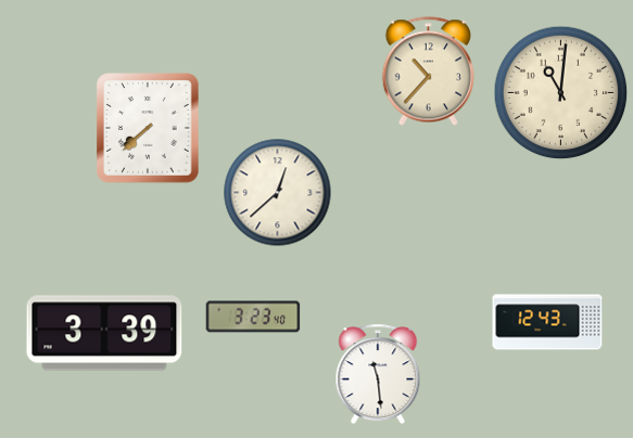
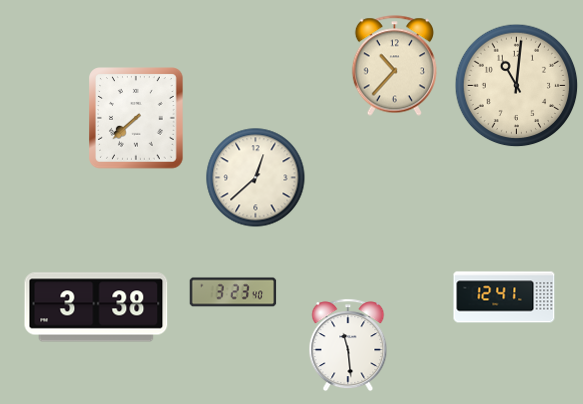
clock at (547, 322): 12:43 -> 12:41
clock at (104, 333): 3:39 -> 3:38
